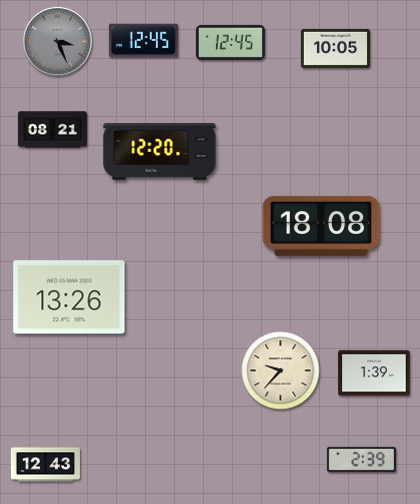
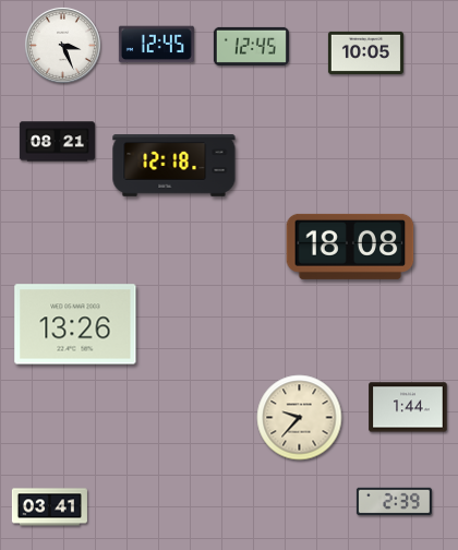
clock at (58, 42) dial: grey -> white
clock at (160, 152): 12:20 -> 12:18
clock at (281, 371) position: (281, 371) -> (300, 418)
clock at (374, 373): 1:39 -> 1:44
clock at (45, 465): 12:43 -> 03:41
